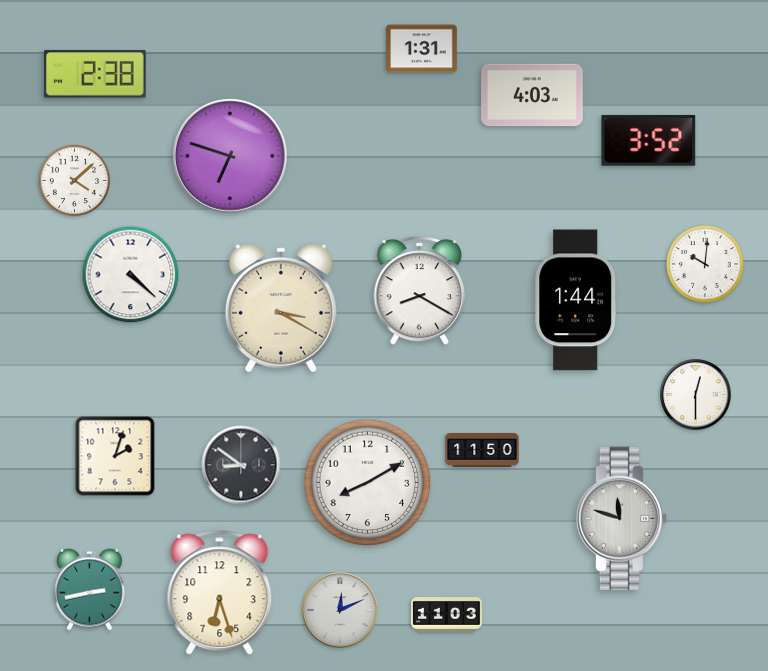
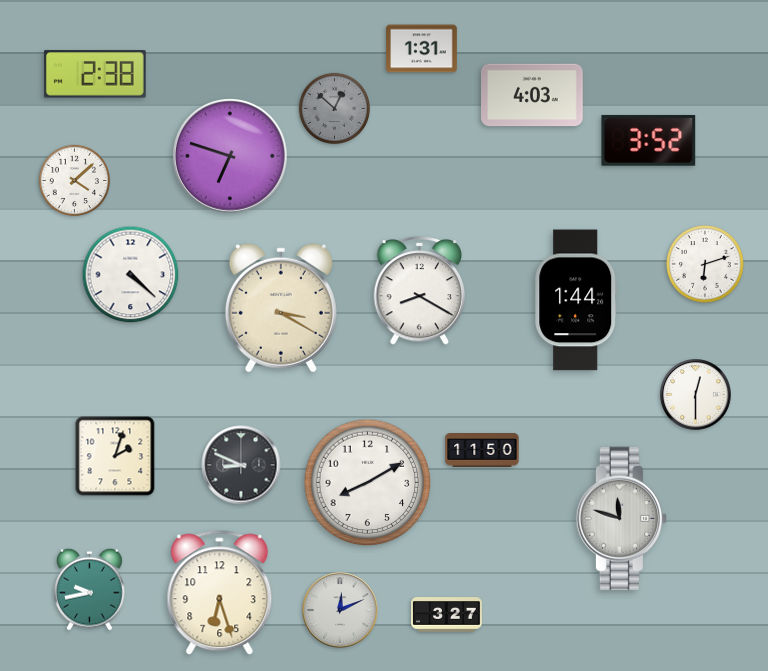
clock at (335, 109): none -> 12:52
clock at (705, 264): 10:01 -> 6:12
clock at (241, 465): 8:51 -> 8:49
clock at (90, 589): 2:43 -> 9:43
clock at (447, 615): 11:03 -> 3:27
